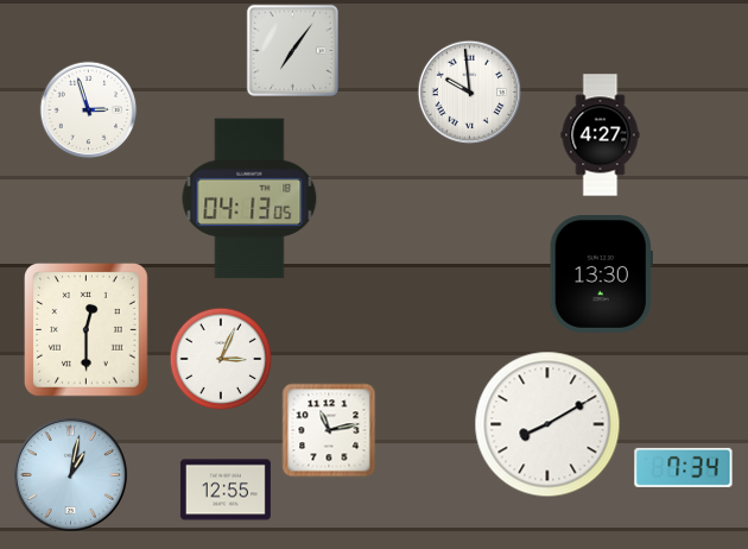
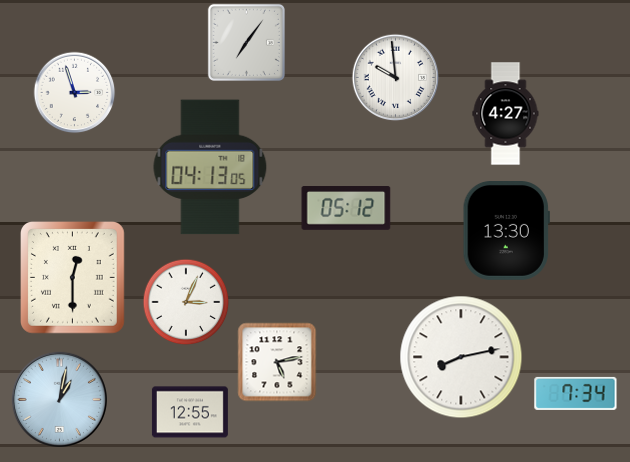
clock at (346, 209): none -> 05:12
clock at (547, 424): 8:10 -> 8:13
clock at (329, 430): 11:13 -> 5:13
